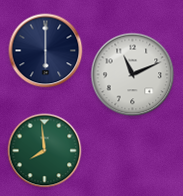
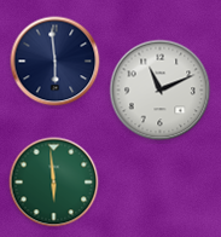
clock at (46, 51): 6:00 -> 5:59
clock at (45, 151): 7:59 -> 5:59
